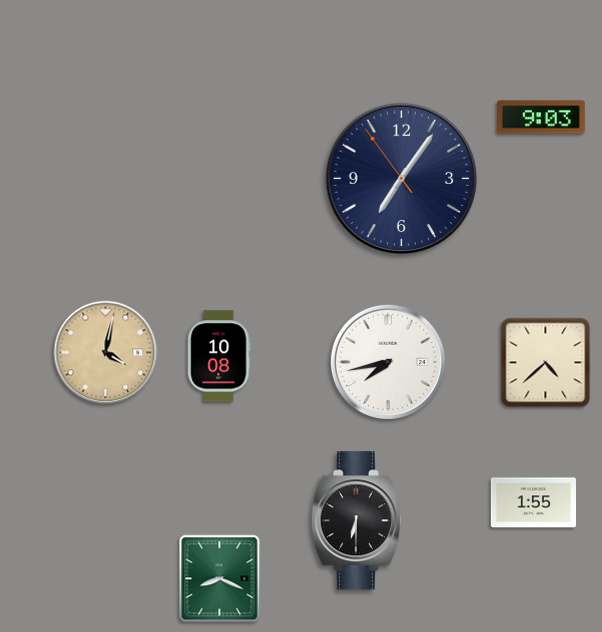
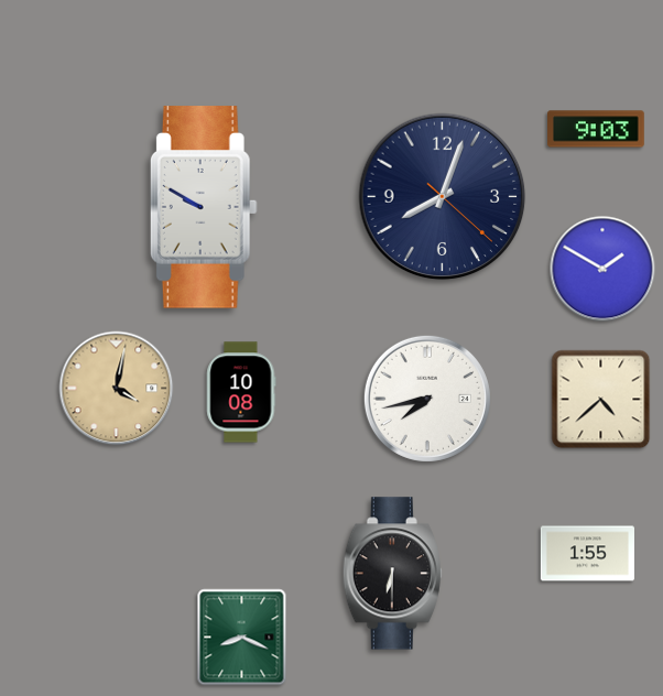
clock at (402, 179): 7:05 -> 8:03
clock at (204, 207): none -> 9:50
clock at (602, 269): none -> 1:50
